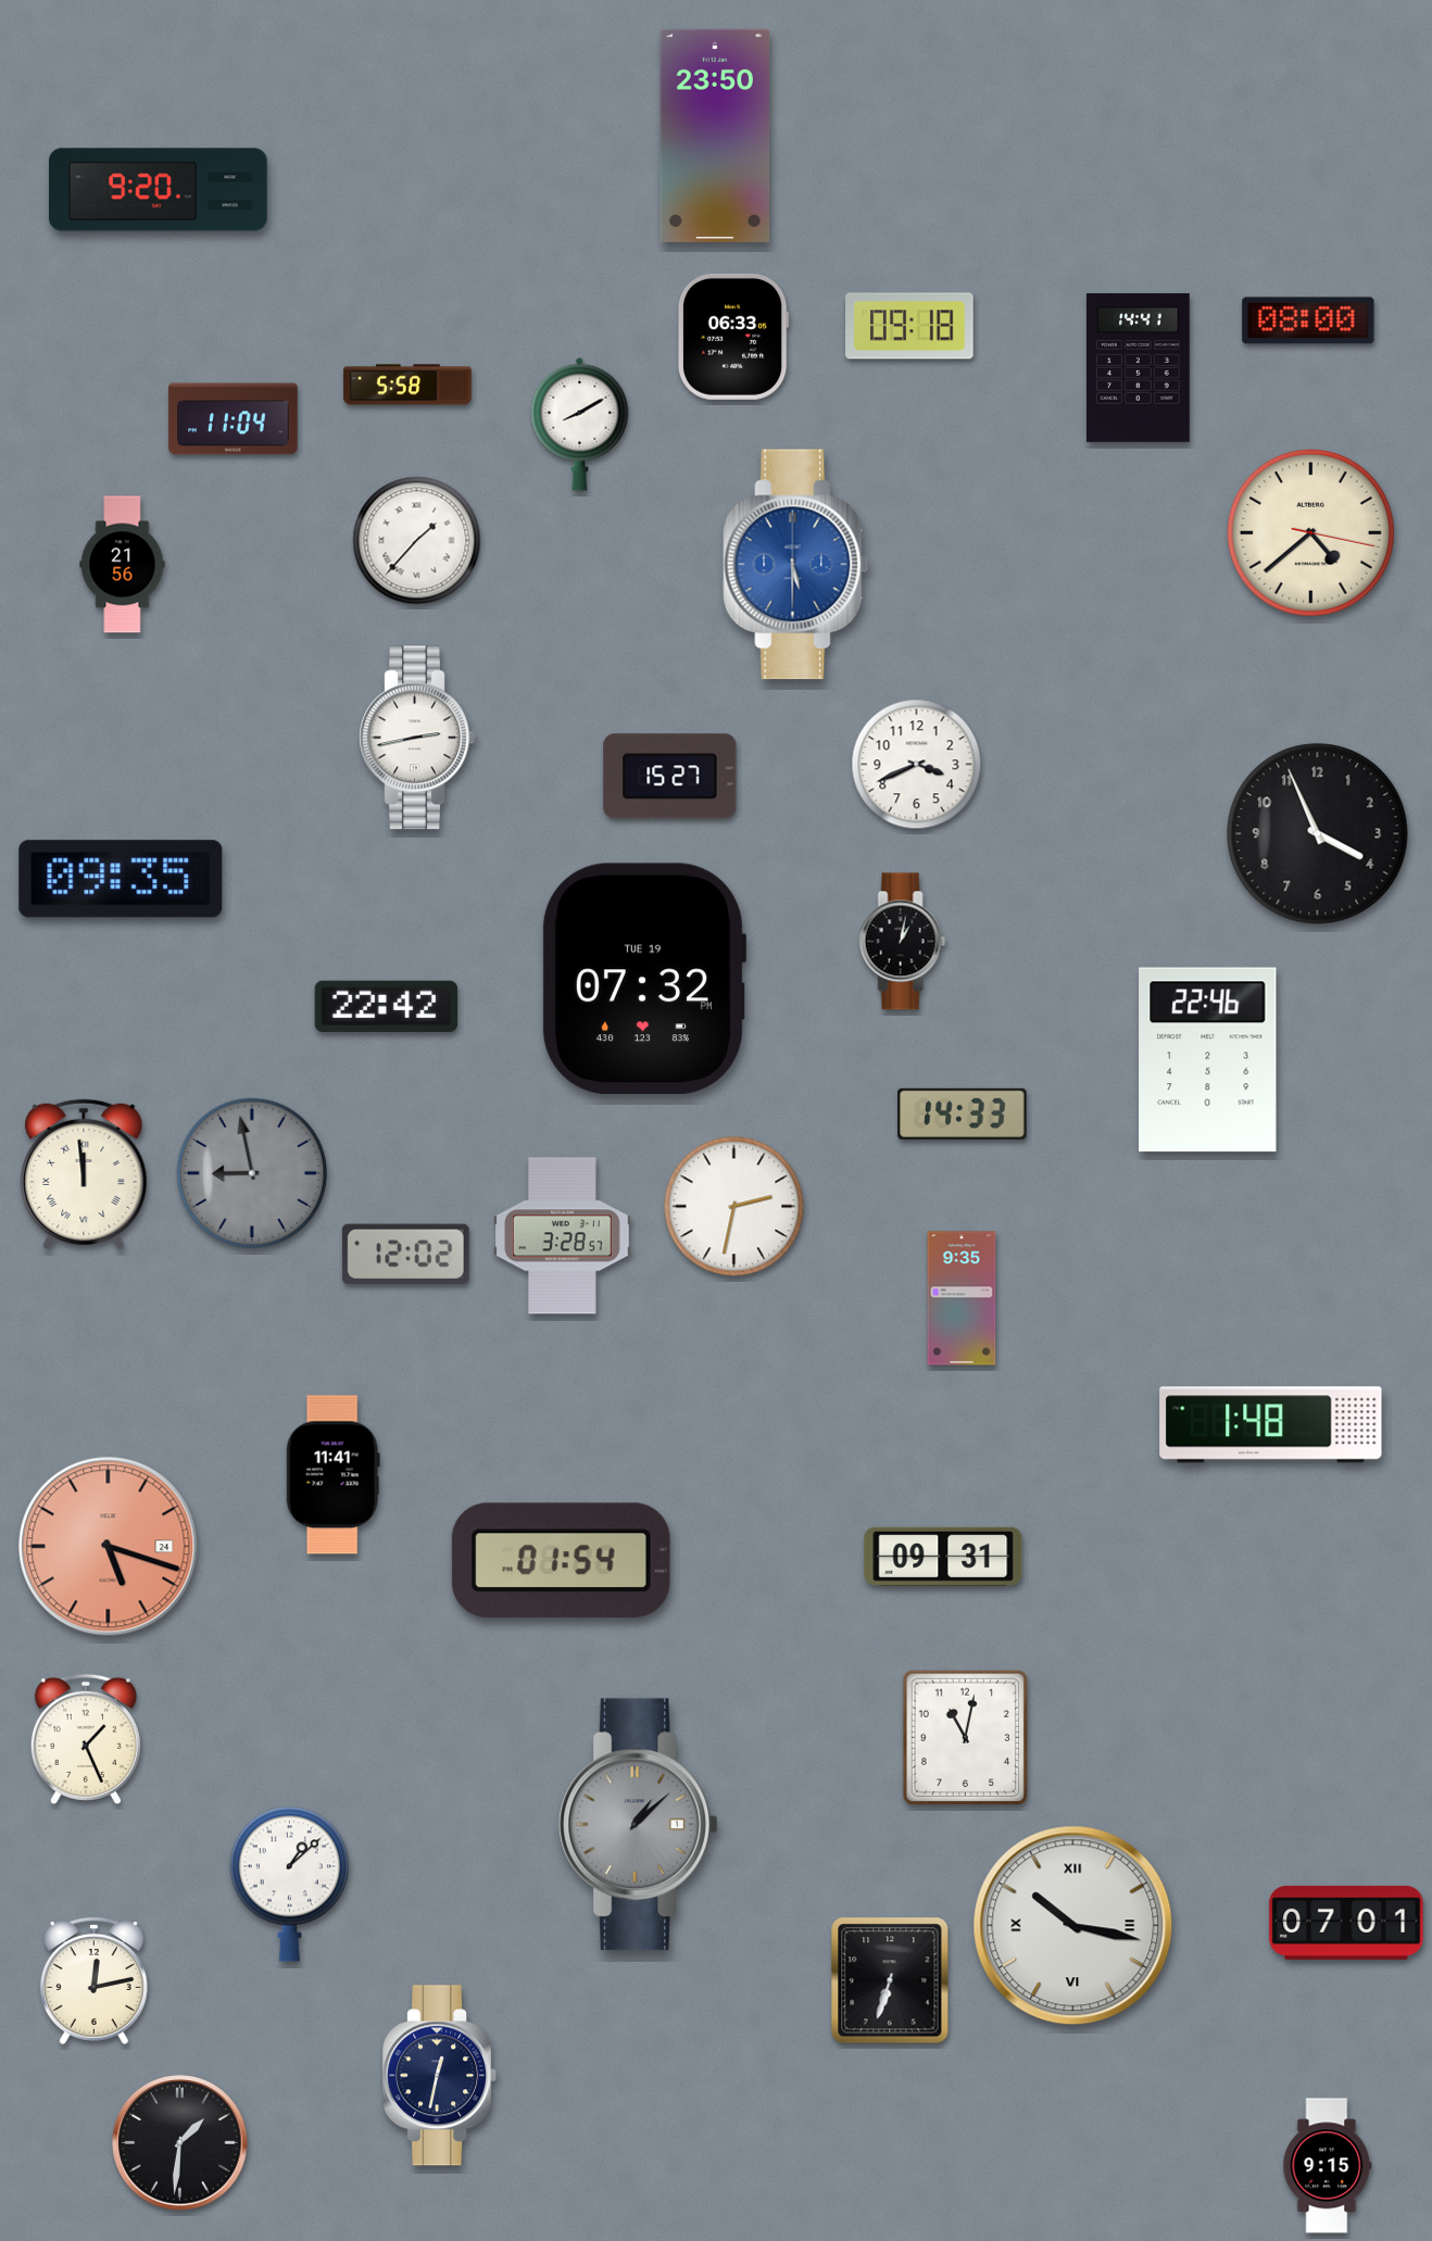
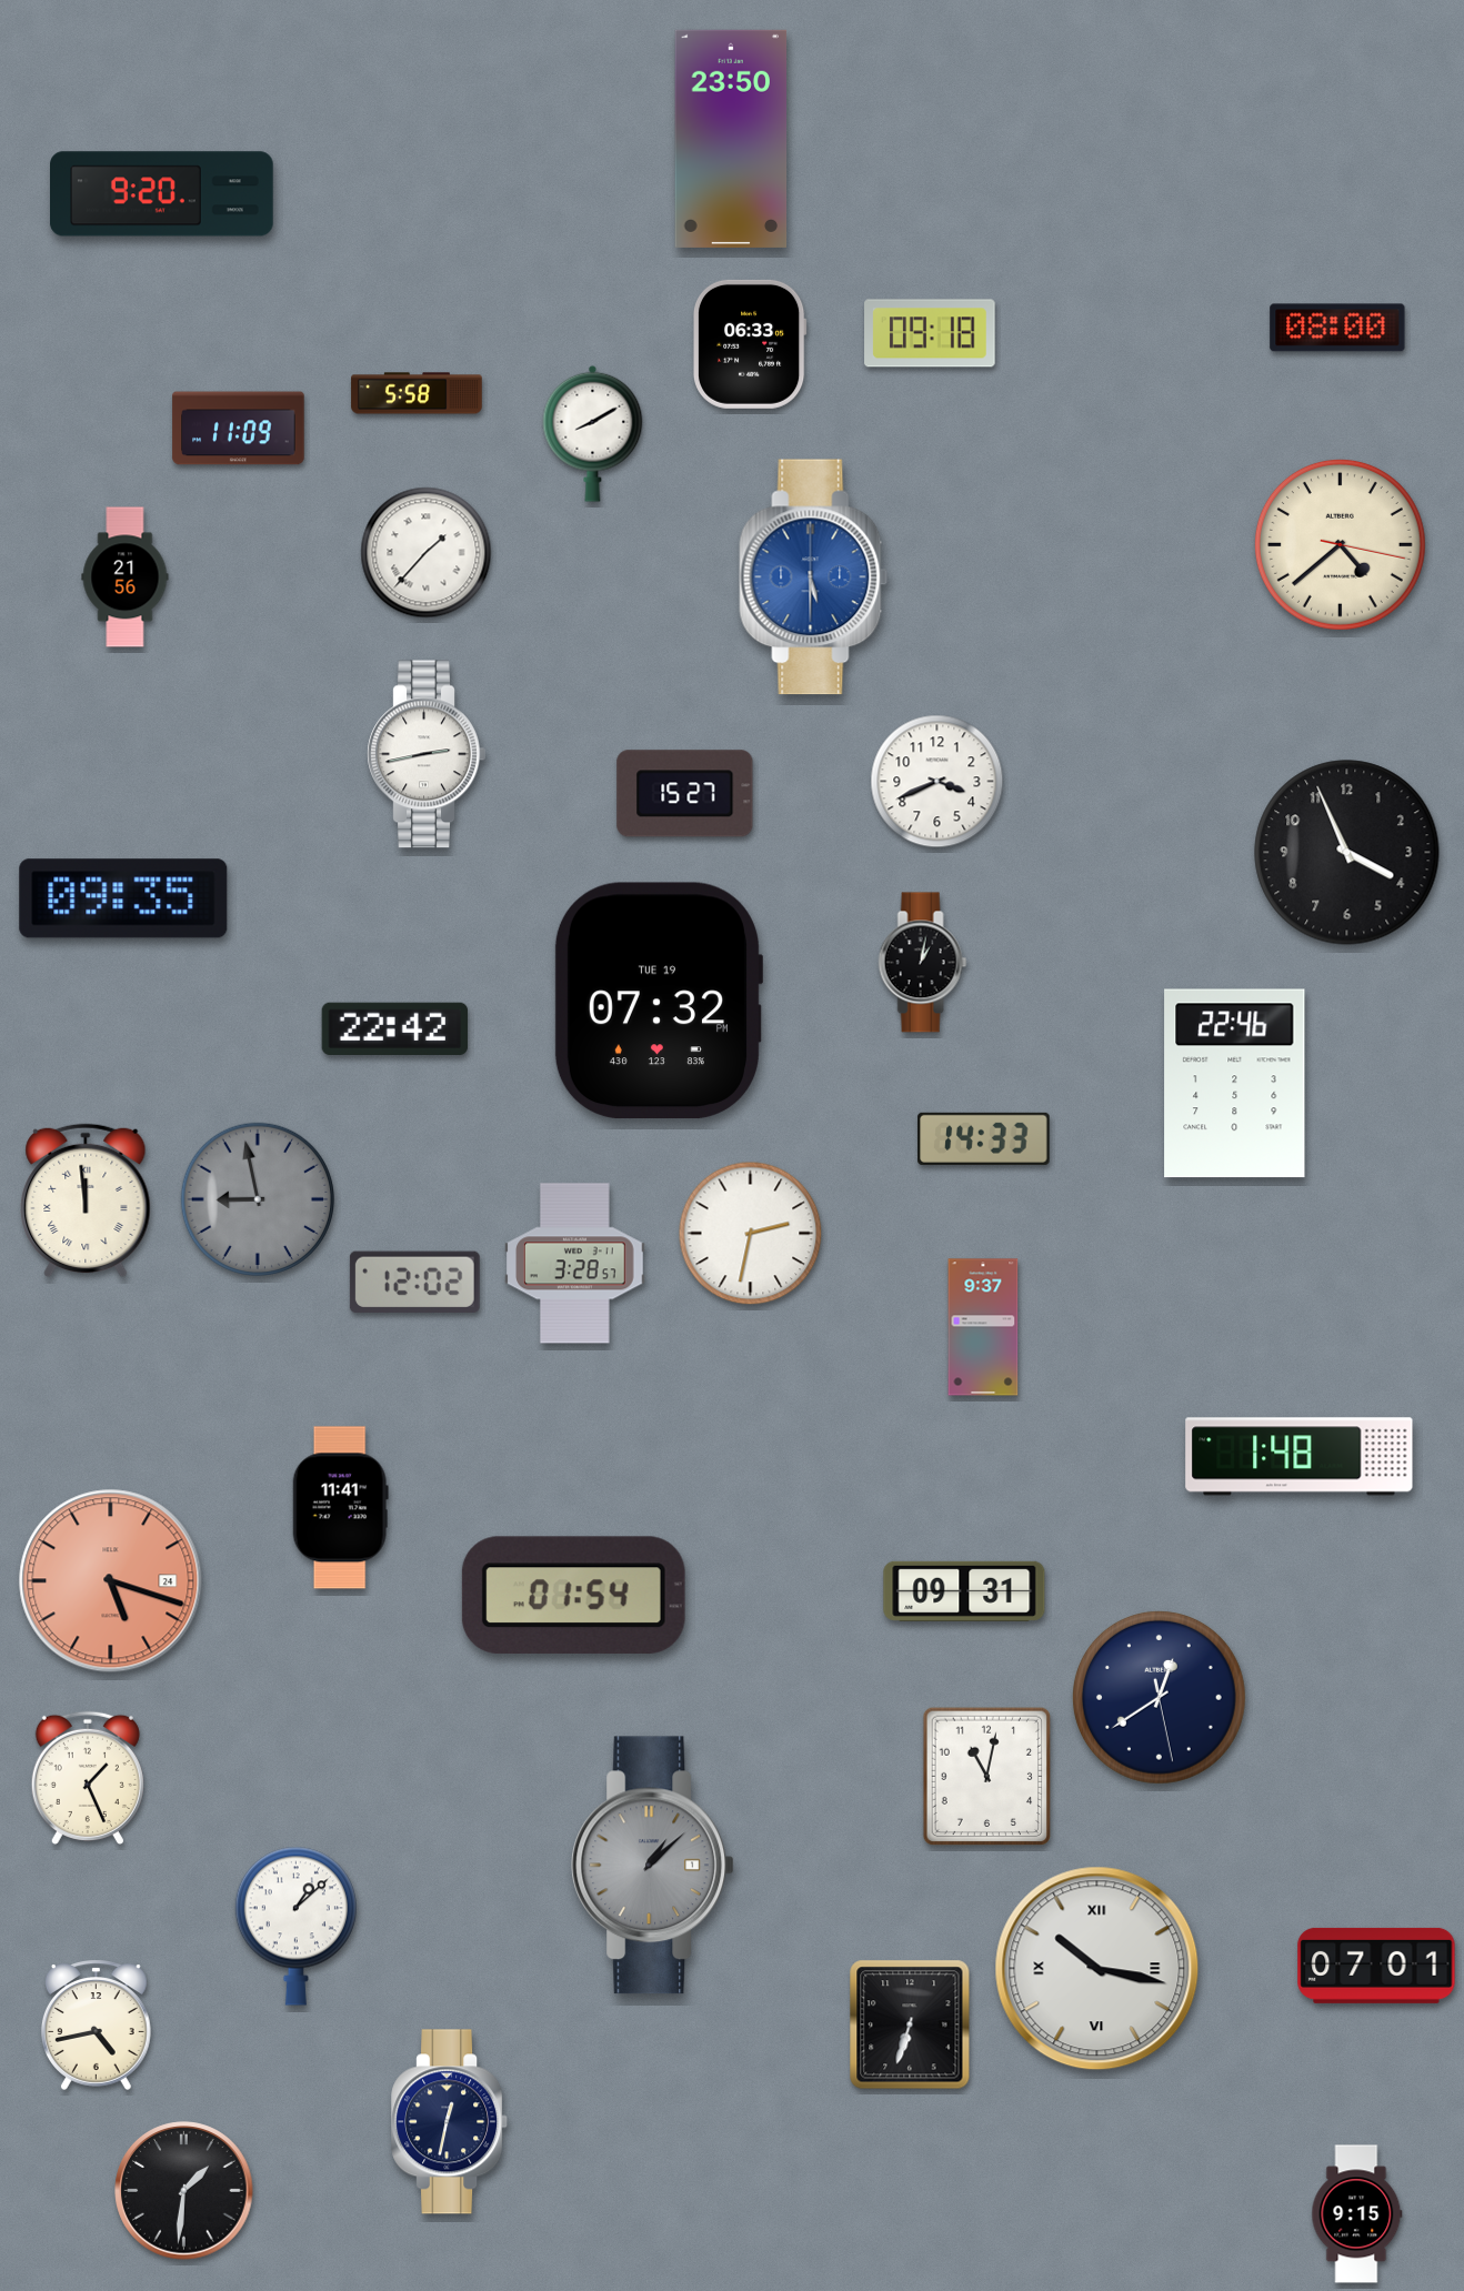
clock at (1138, 367): 14:41 -> none
clock at (234, 419): 11:04 -> 11:09
clock at (962, 1298): 9:35 -> 9:37
clock at (1159, 1697): none -> 12:39
clock at (93, 1980): 12:13 -> 4:43
